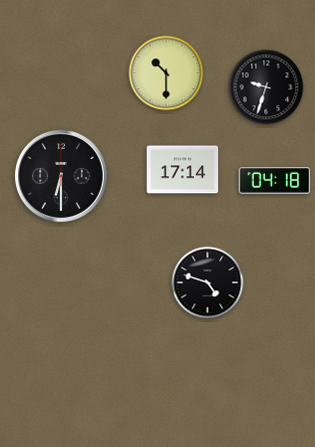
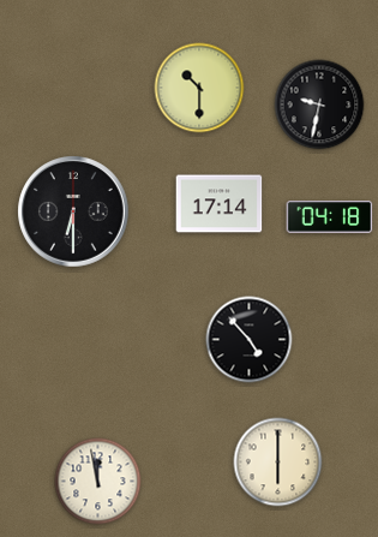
clock at (266, 87): 9:33 -> 9:32
clock at (208, 283): 4:48 -> 4:53
clock at (278, 463): none -> 6:00
clock at (98, 482): none -> 11:58
